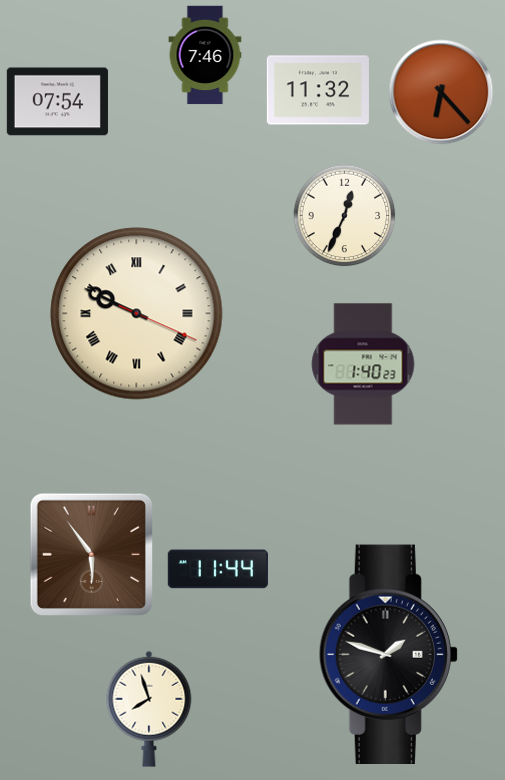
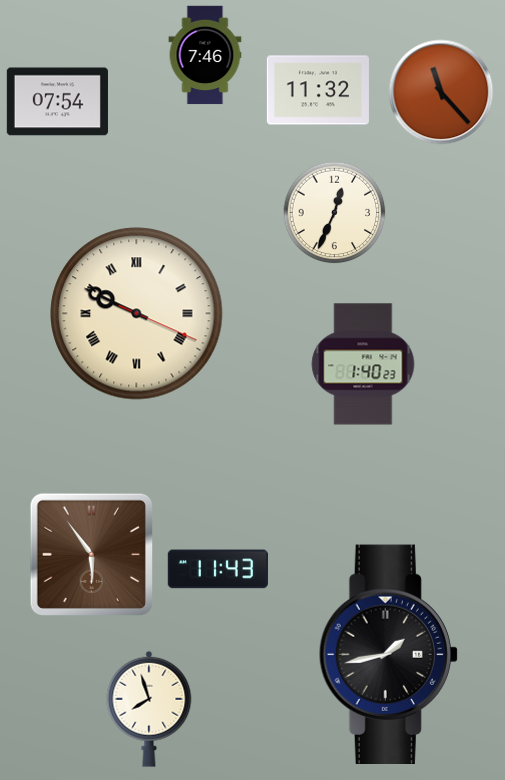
clock at (441, 92): 6:23 -> 11:23
clock at (345, 216) position: (345, 216) -> (335, 213)
clock at (218, 569): 11:44 -> 11:43
clock at (388, 654): 1:48 -> 1:43
